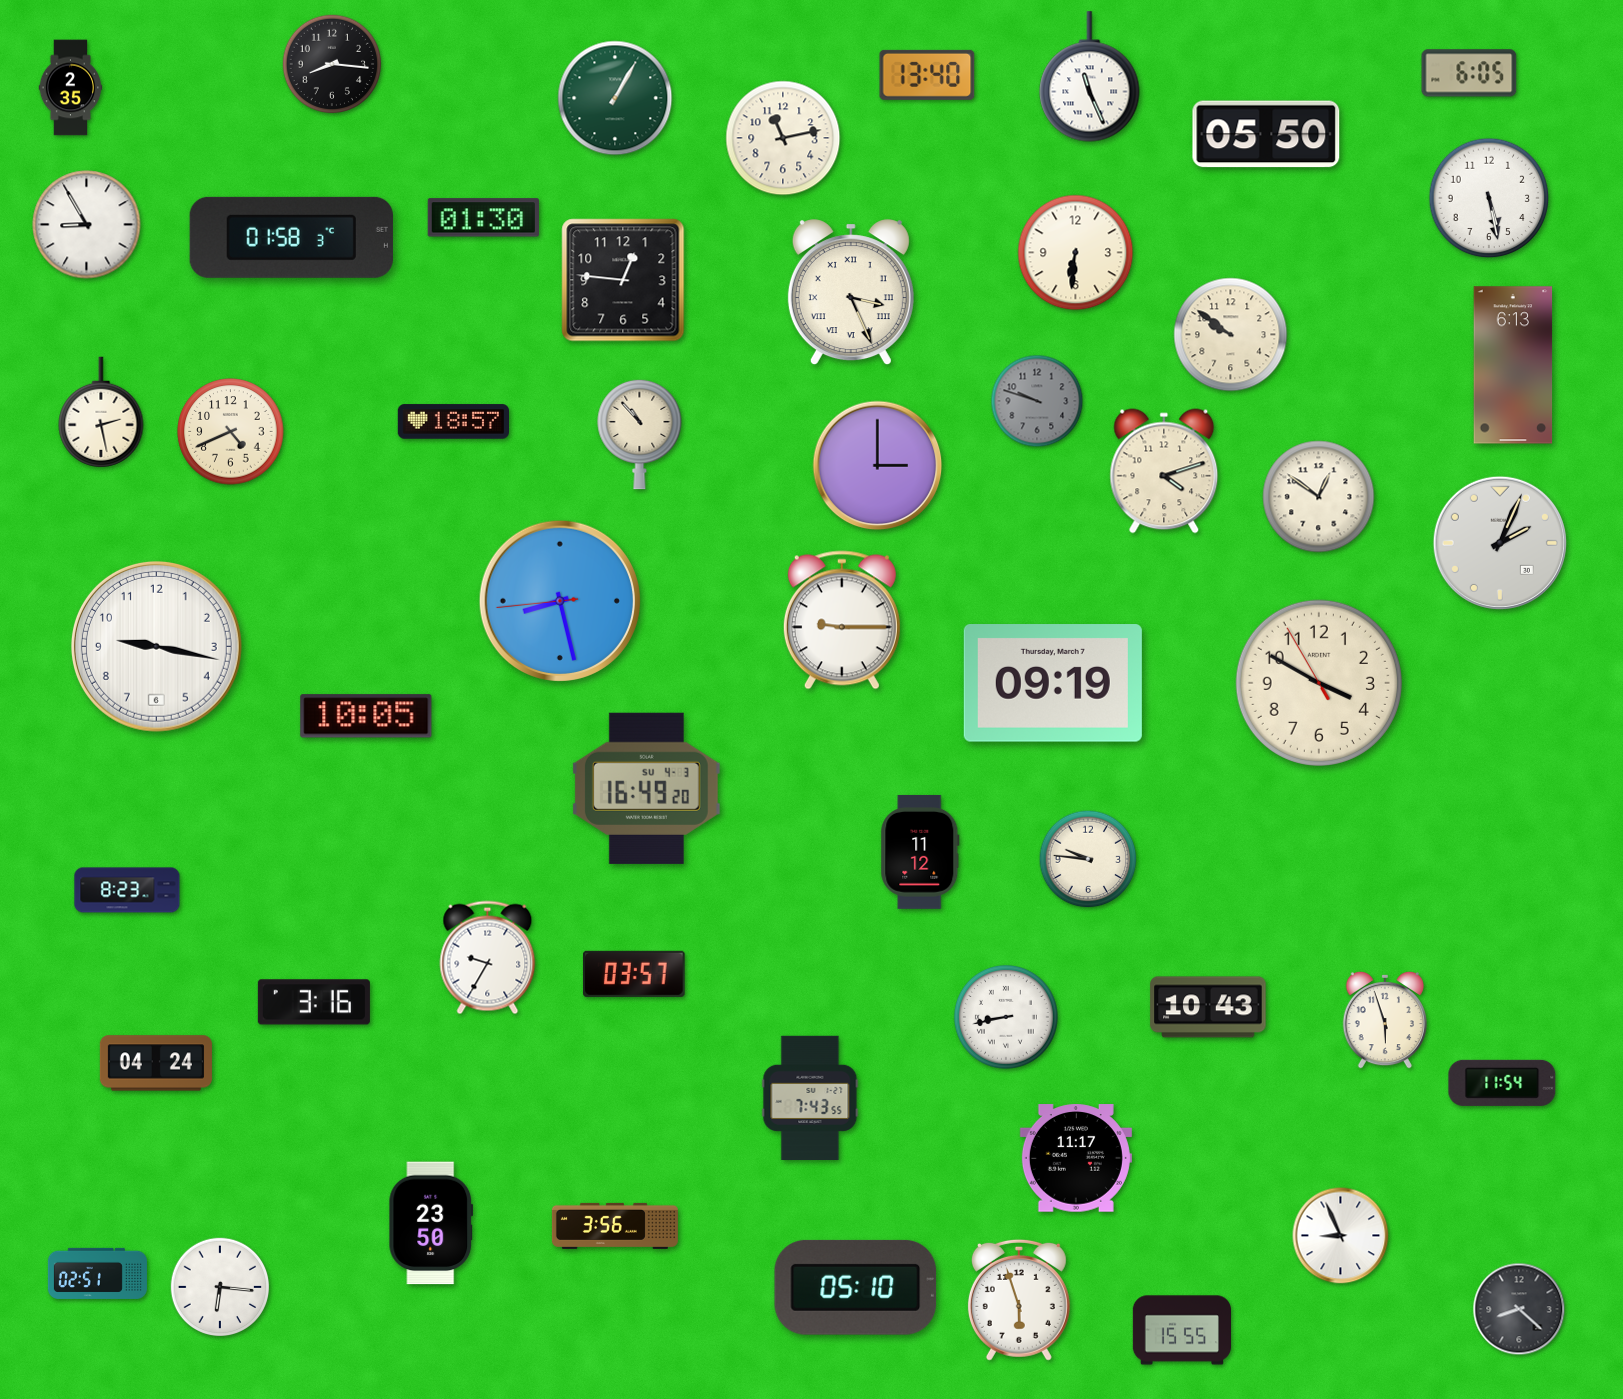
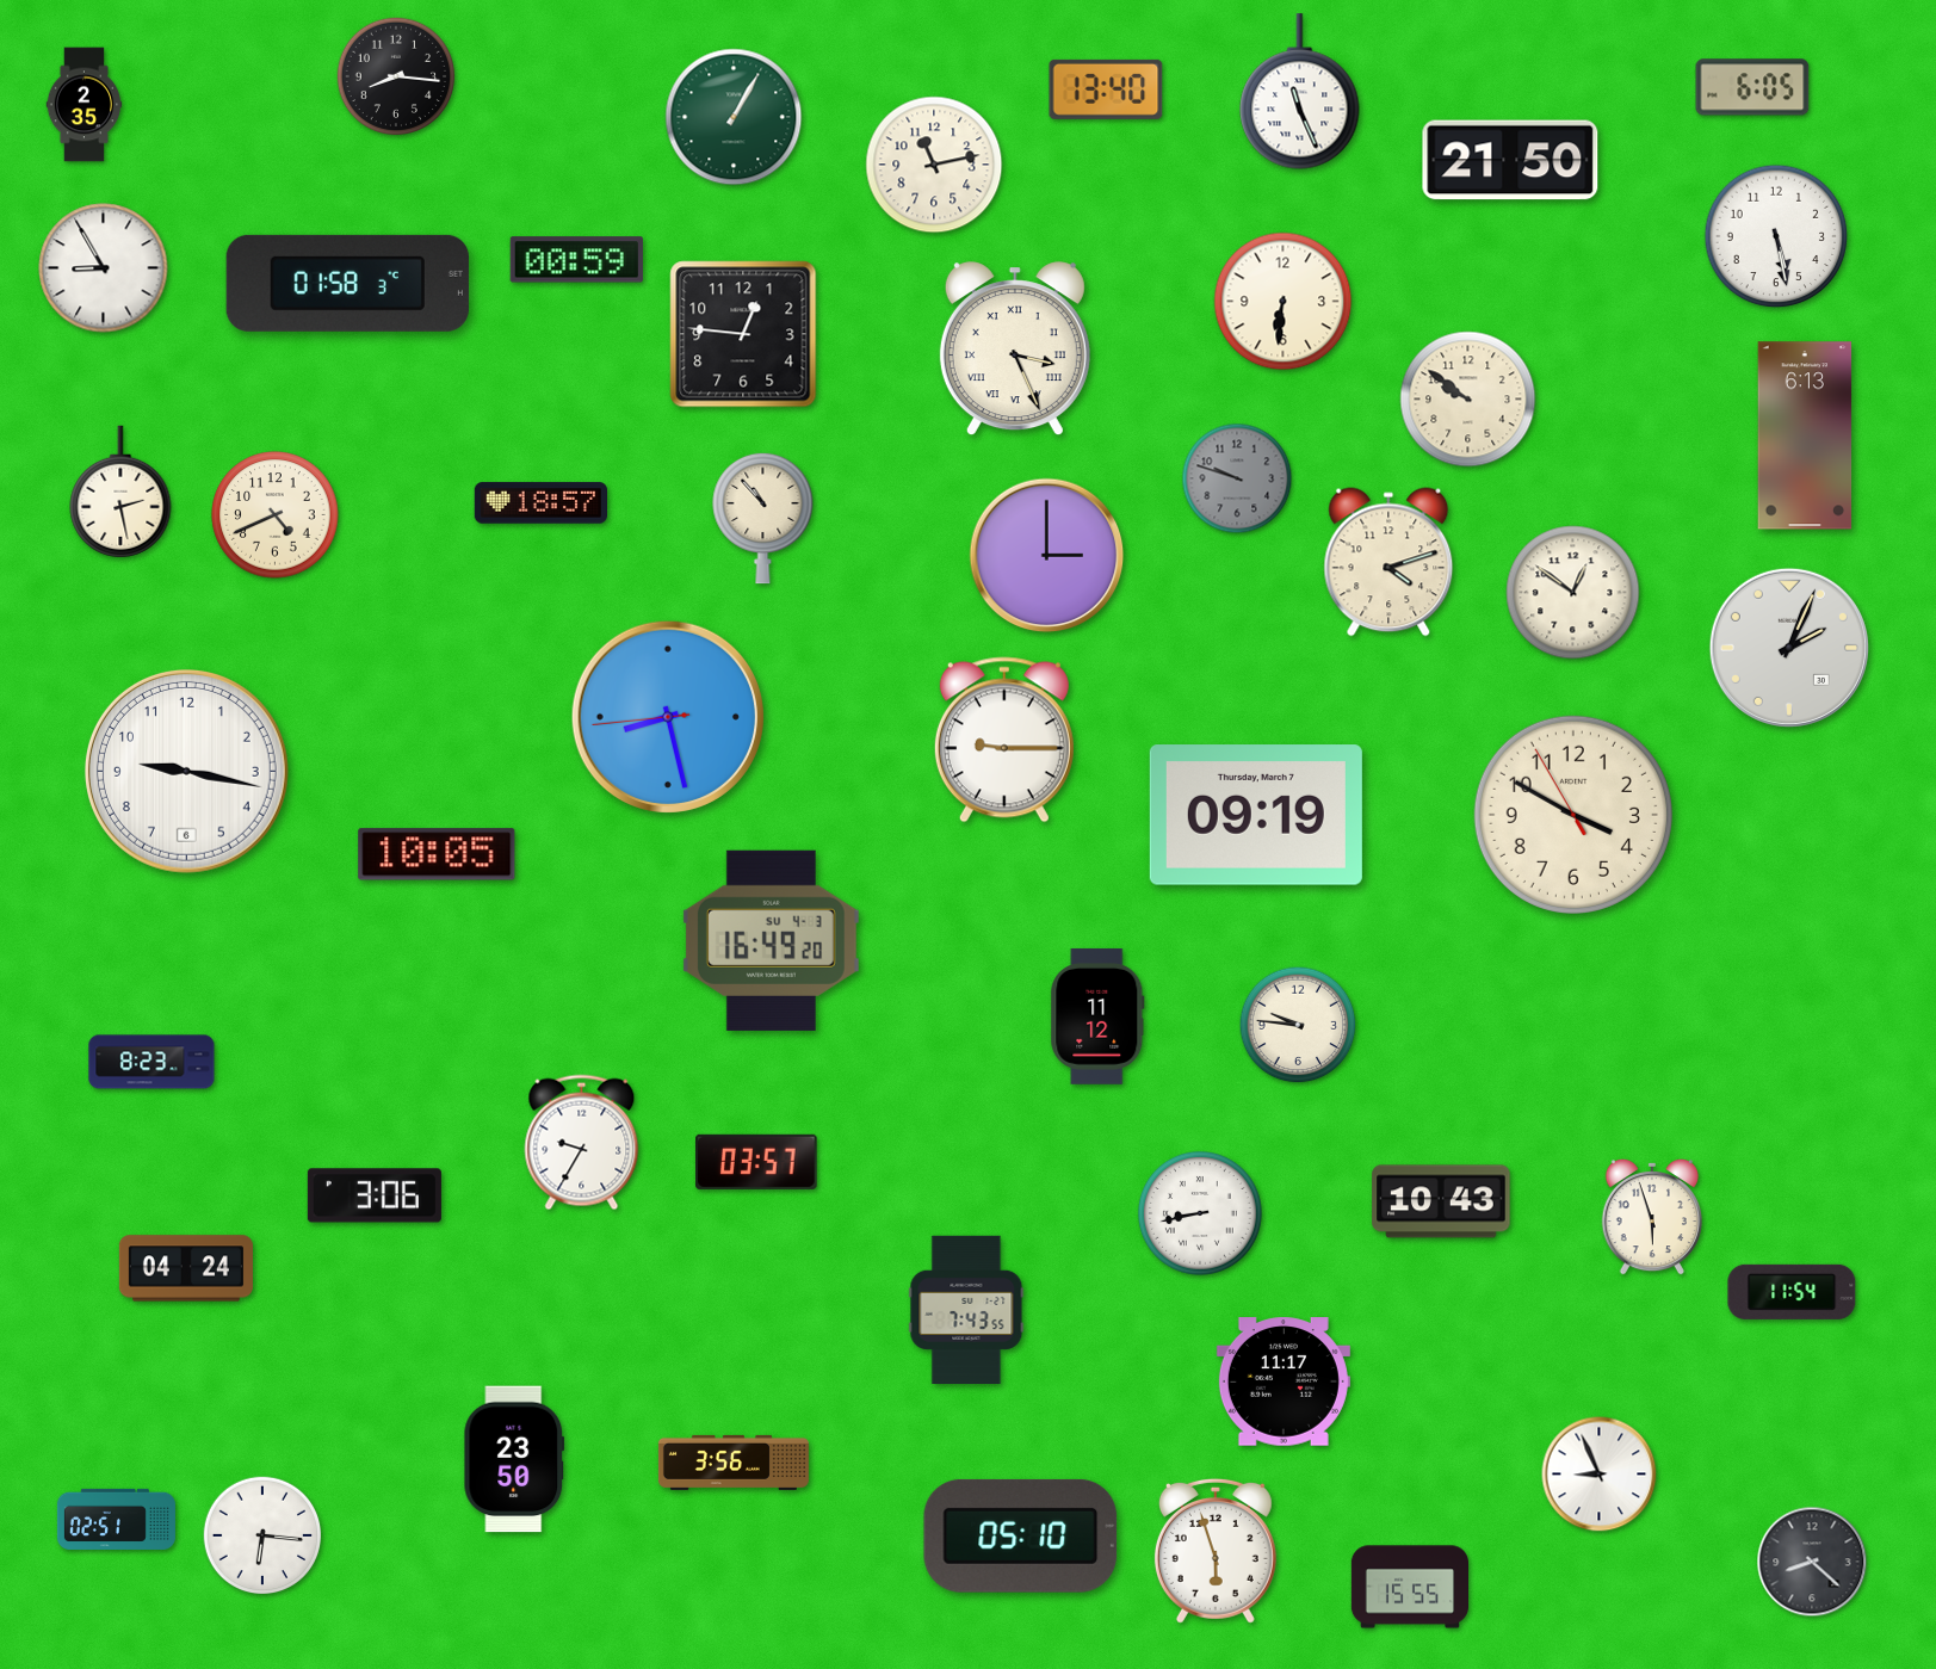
clock at (1266, 134): 05:50 -> 21:50
clock at (483, 218): 01:30 -> 00:59
clock at (314, 1002): 3:16 -> 3:06
